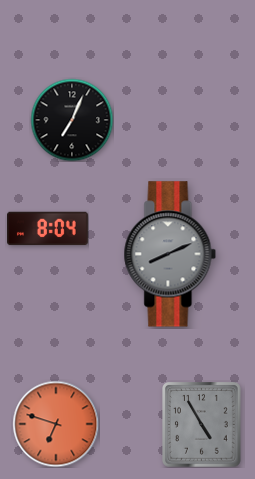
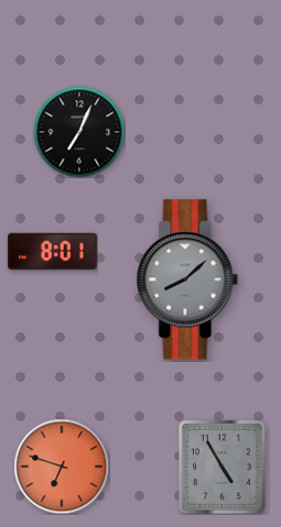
clock at (48, 229): 8:04 -> 8:01
clock at (170, 254): 8:11 -> 8:08
